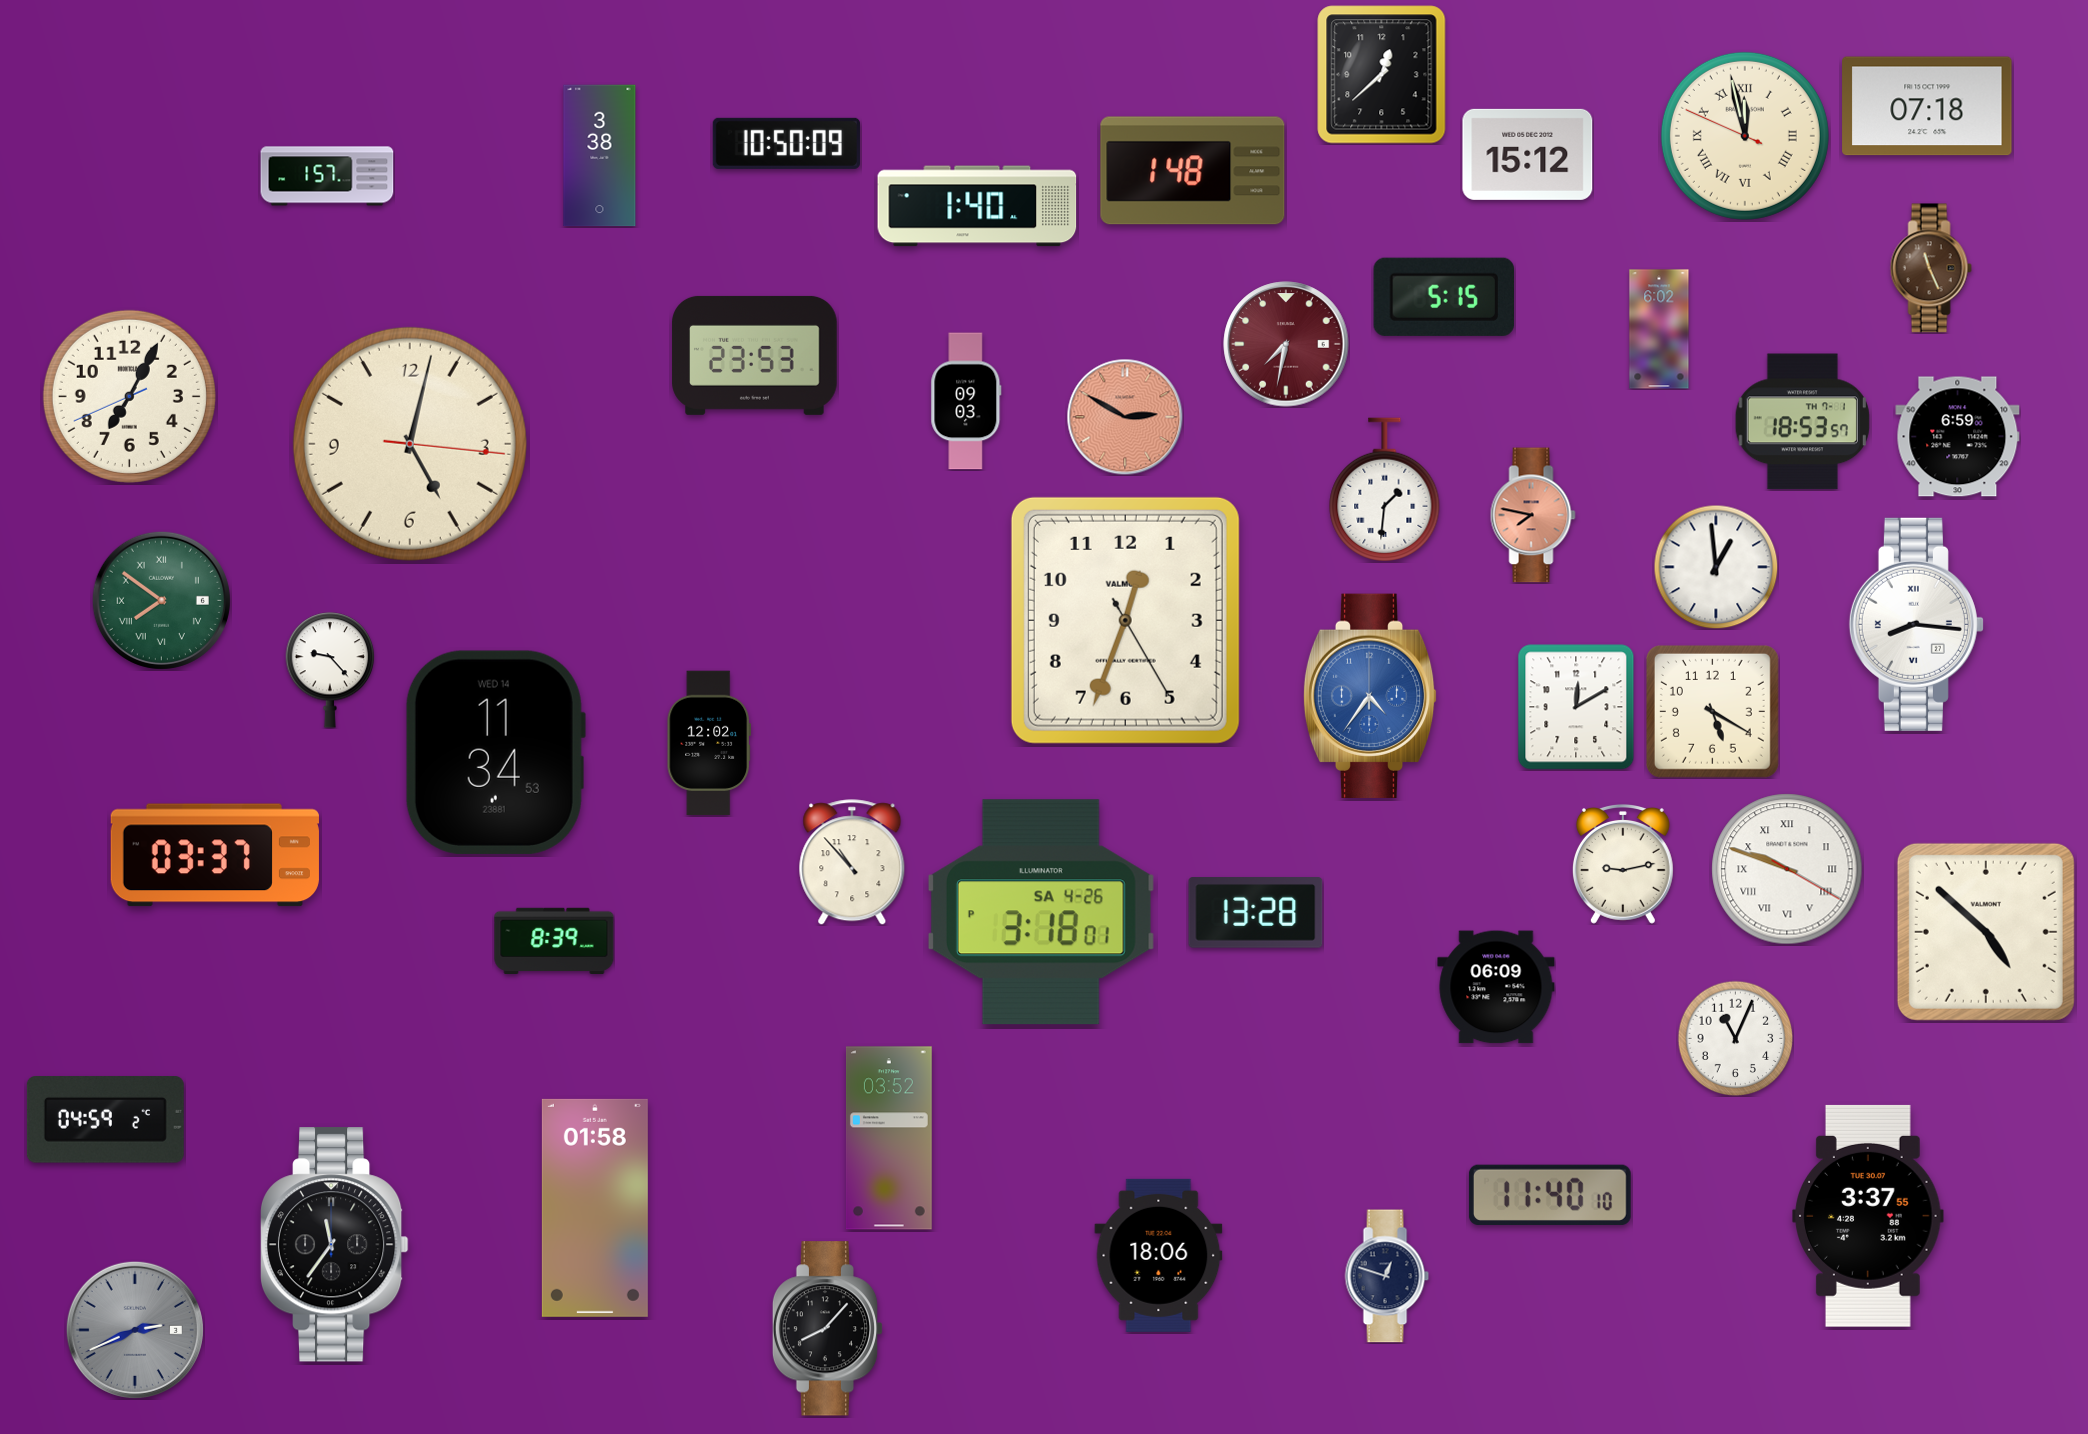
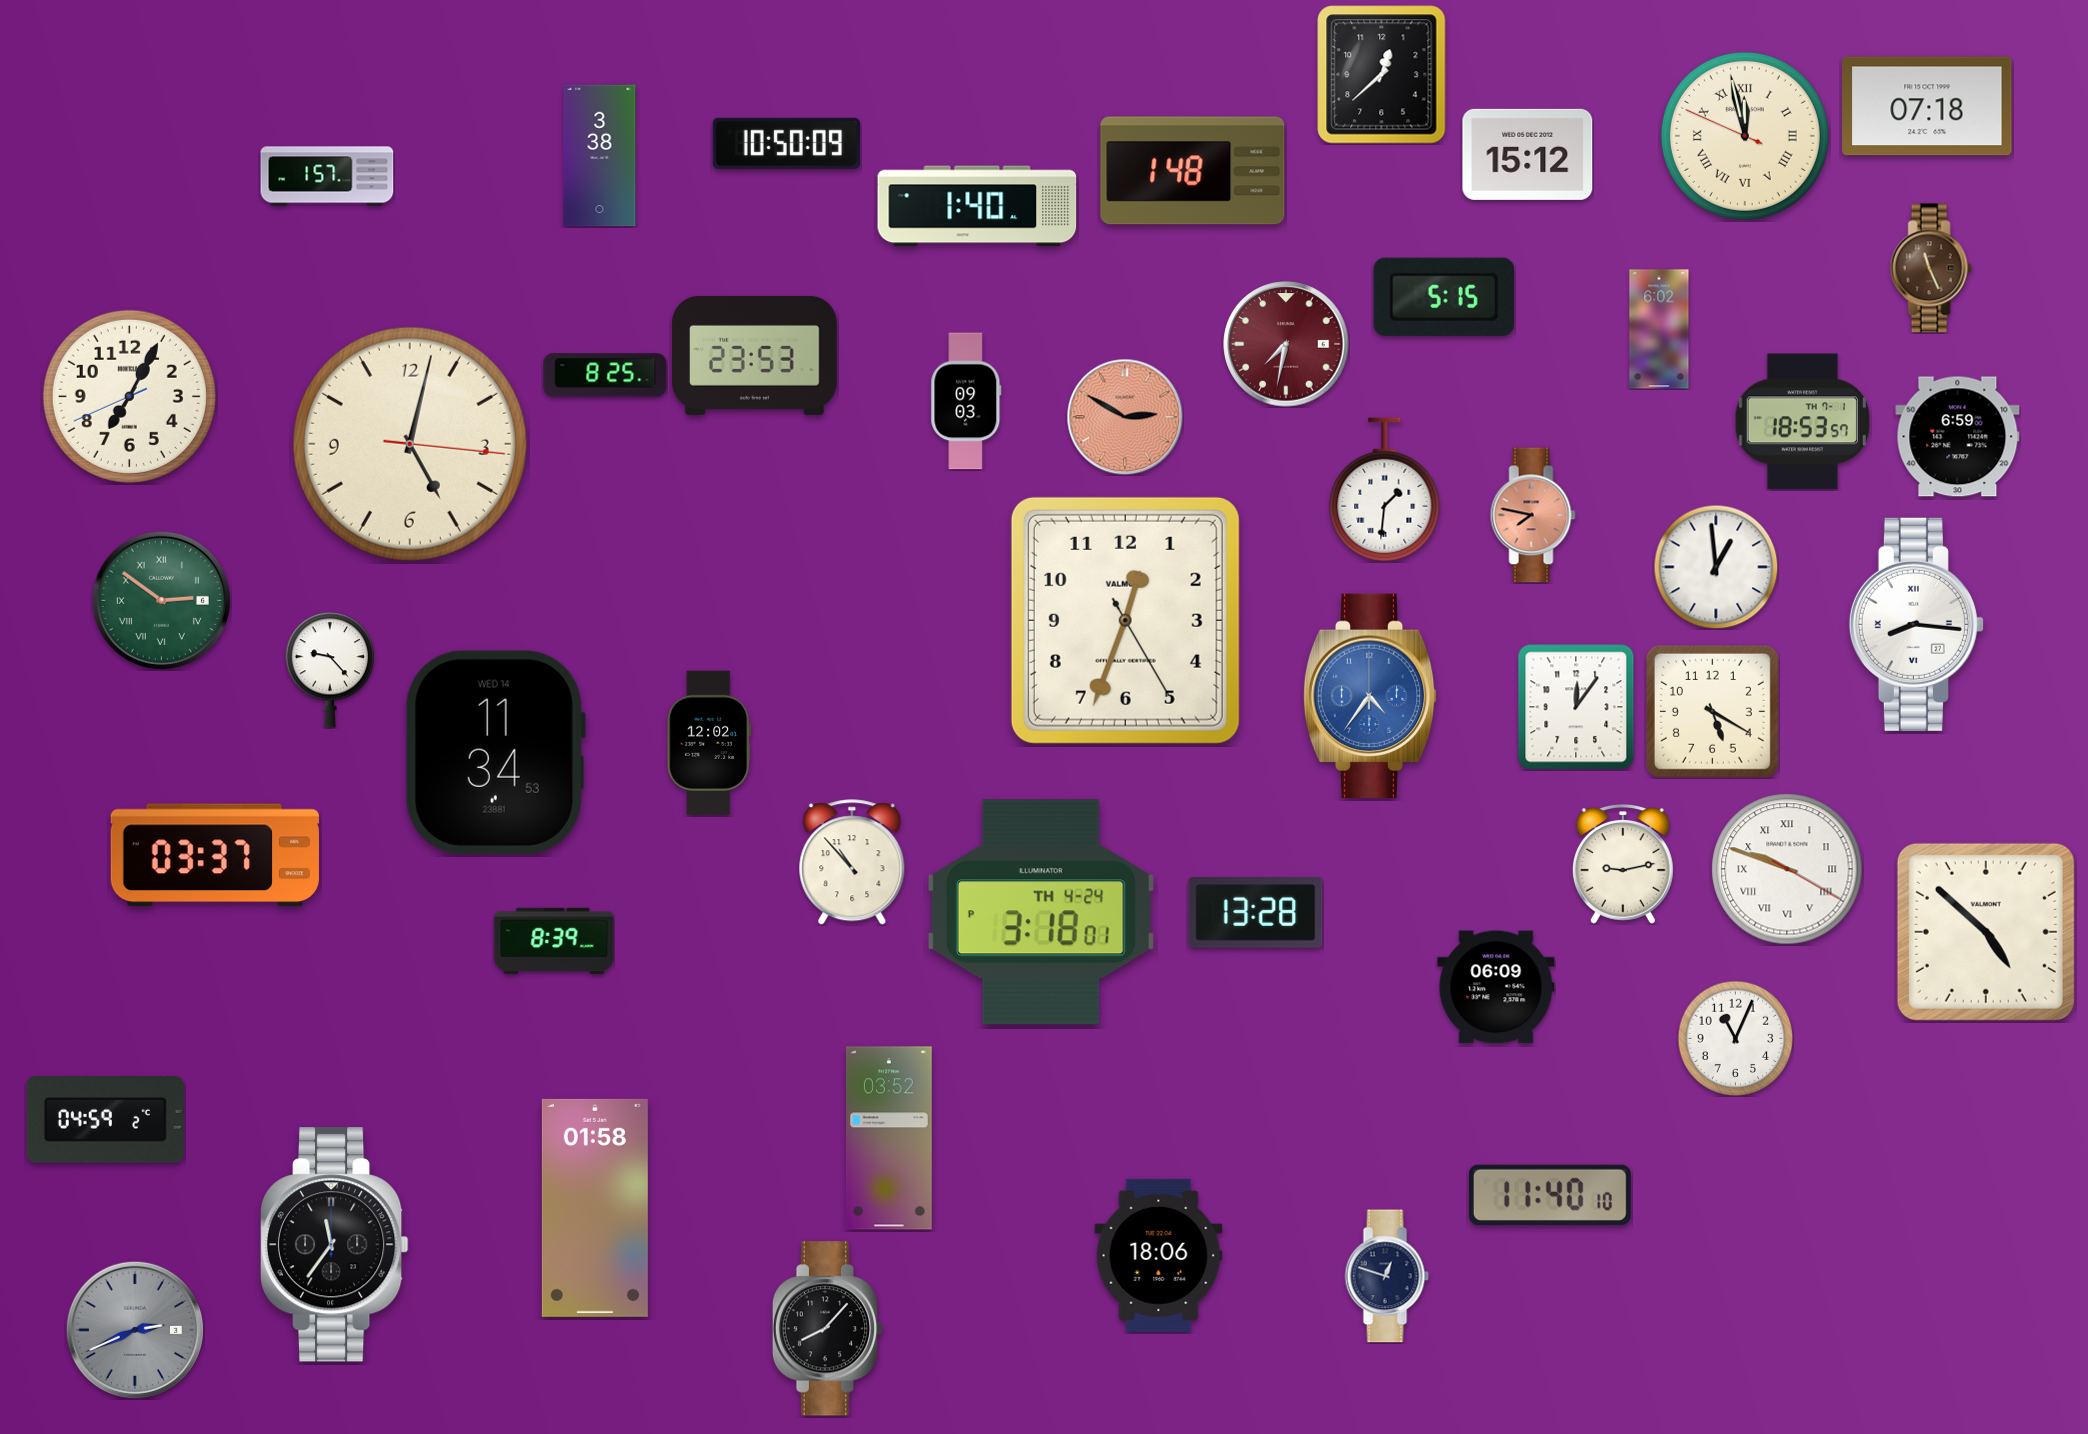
clock at (605, 375): none -> 8:25
clock at (161, 600): 7:51 -> 2:51
clock at (1576, 707): 12:10 -> 12:06
clock at (1041, 912) date: SA 4-26 -> TH 4-24
clock at (1868, 1216): 3:37 -> none
